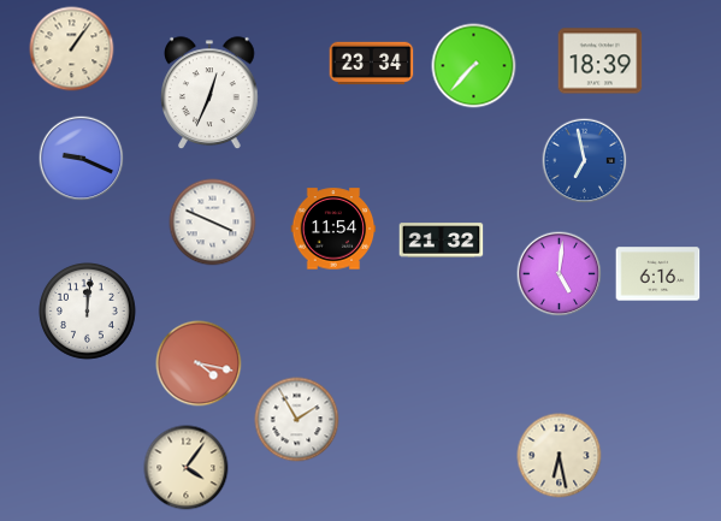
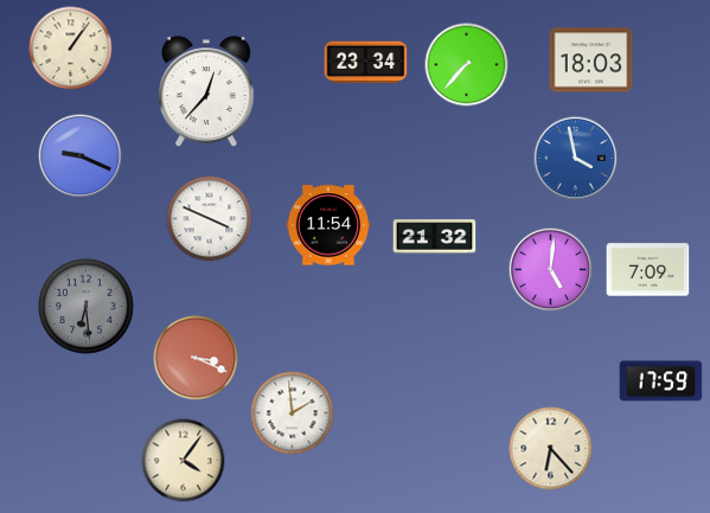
clock at (601, 61): 18:39 -> 18:03
clock at (211, 94): 12:34 -> 12:37
clock at (585, 161): 6:58 -> 3:58
clock at (658, 274): 6:16 -> 7:09
clock at (88, 312): 12:01 -> 6:29
clock at (88, 312) dial: white -> grey
clock at (199, 363): 4:17 -> 3:19
clock at (661, 381): none -> 17:59
clock at (297, 420): 1:55 -> 1:59
clock at (560, 456): 6:28 -> 6:23
